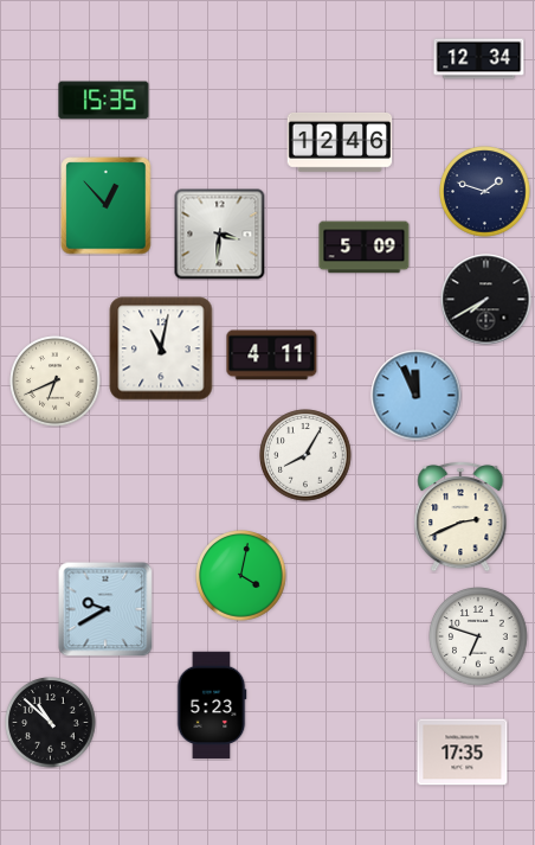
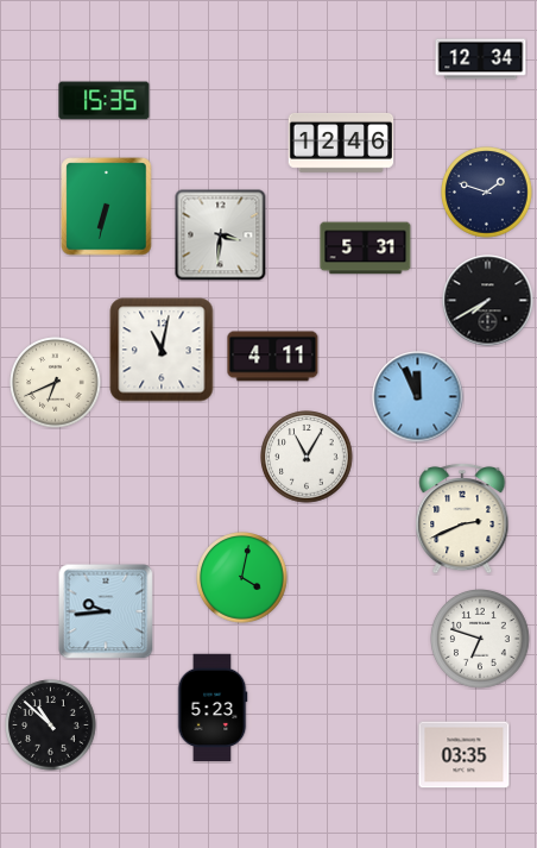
clock at (107, 206): 12:53 -> 6:32
clock at (365, 248): 5:09 -> 5:31
clock at (305, 455): 8:05 -> 11:05
clock at (105, 609): 9:40 -> 9:44
clock at (463, 753): 17:35 -> 03:35
